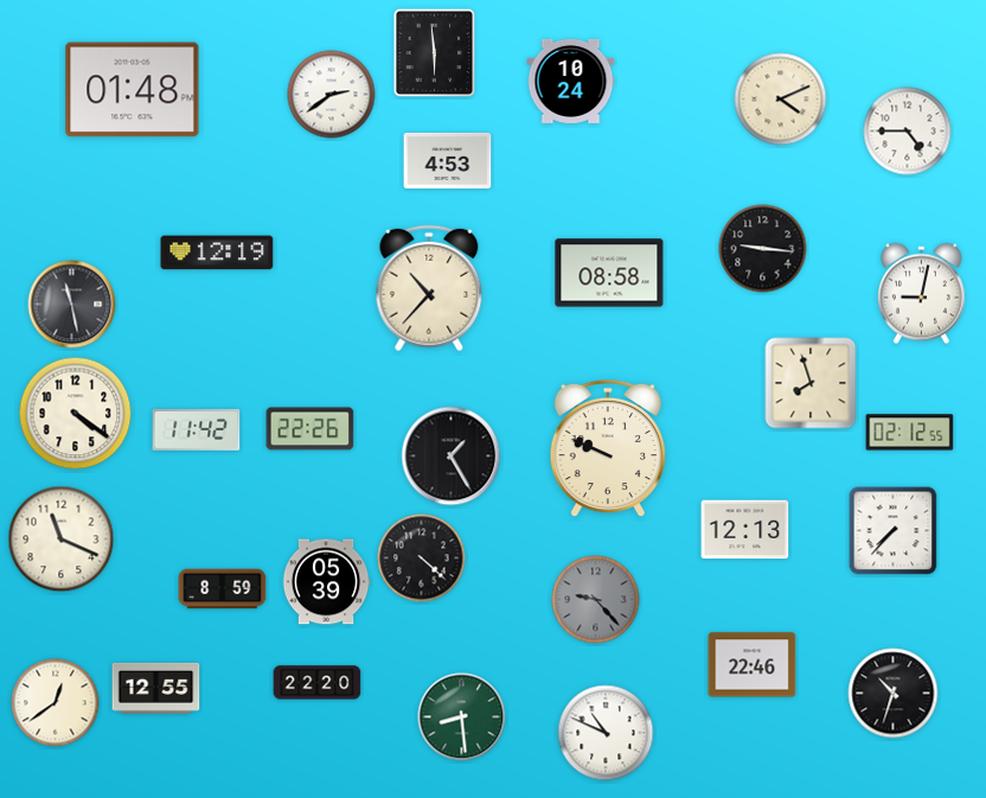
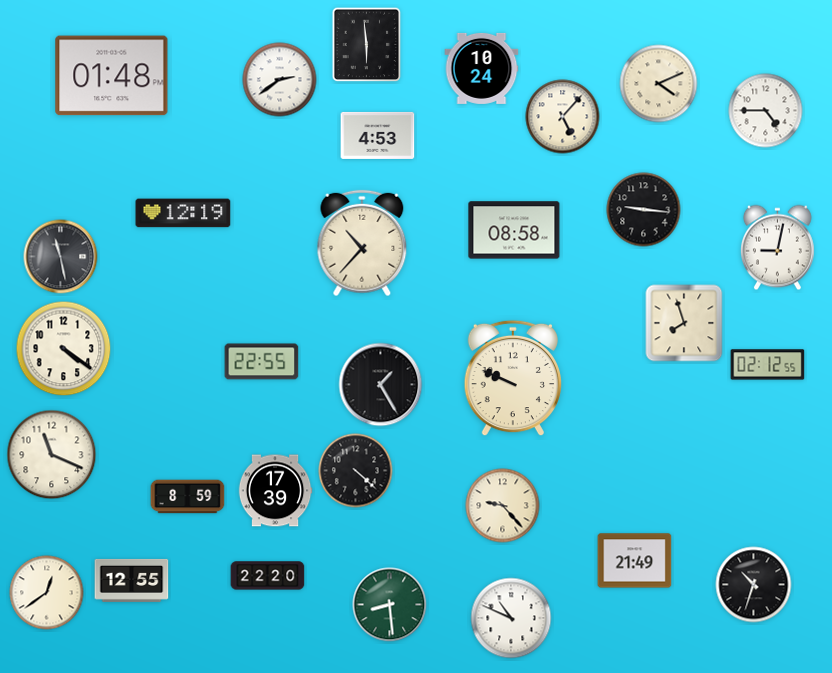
clock at (563, 117): none -> 5:07
clock at (197, 429): 11:42 -> none
clock at (310, 429): 22:26 -> 22:55
clock at (745, 530): 12:13 -> none
clock at (894, 531): 7:37 -> none
clock at (326, 582): 05:39 -> 17:39
clock at (596, 600) dial: grey -> cream
clock at (753, 665): 22:46 -> 21:49
